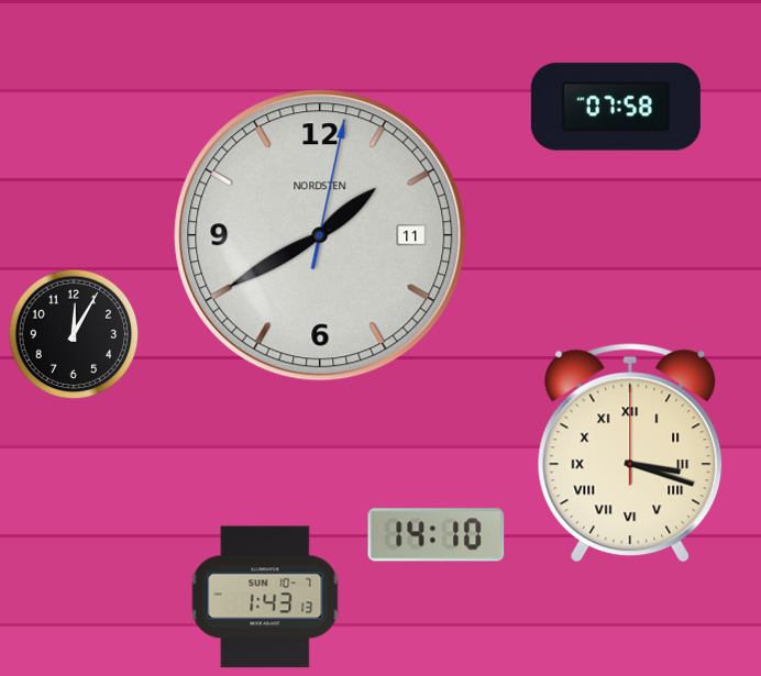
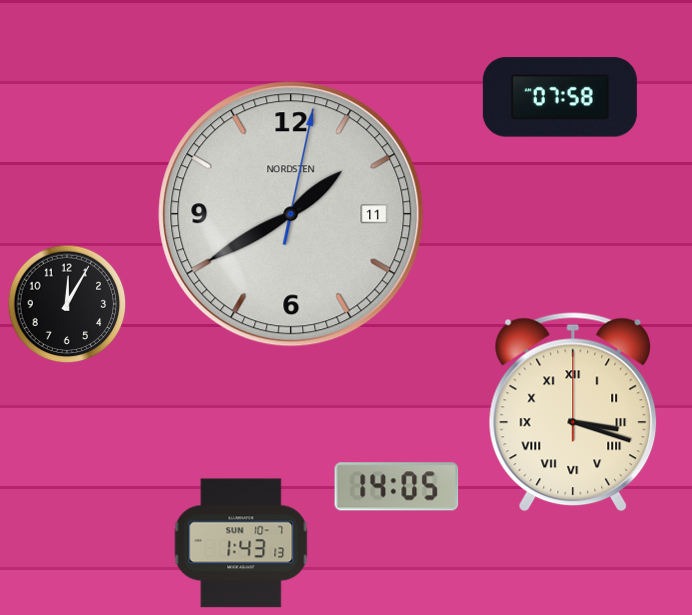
clock at (437, 535): 14:10 -> 14:05
